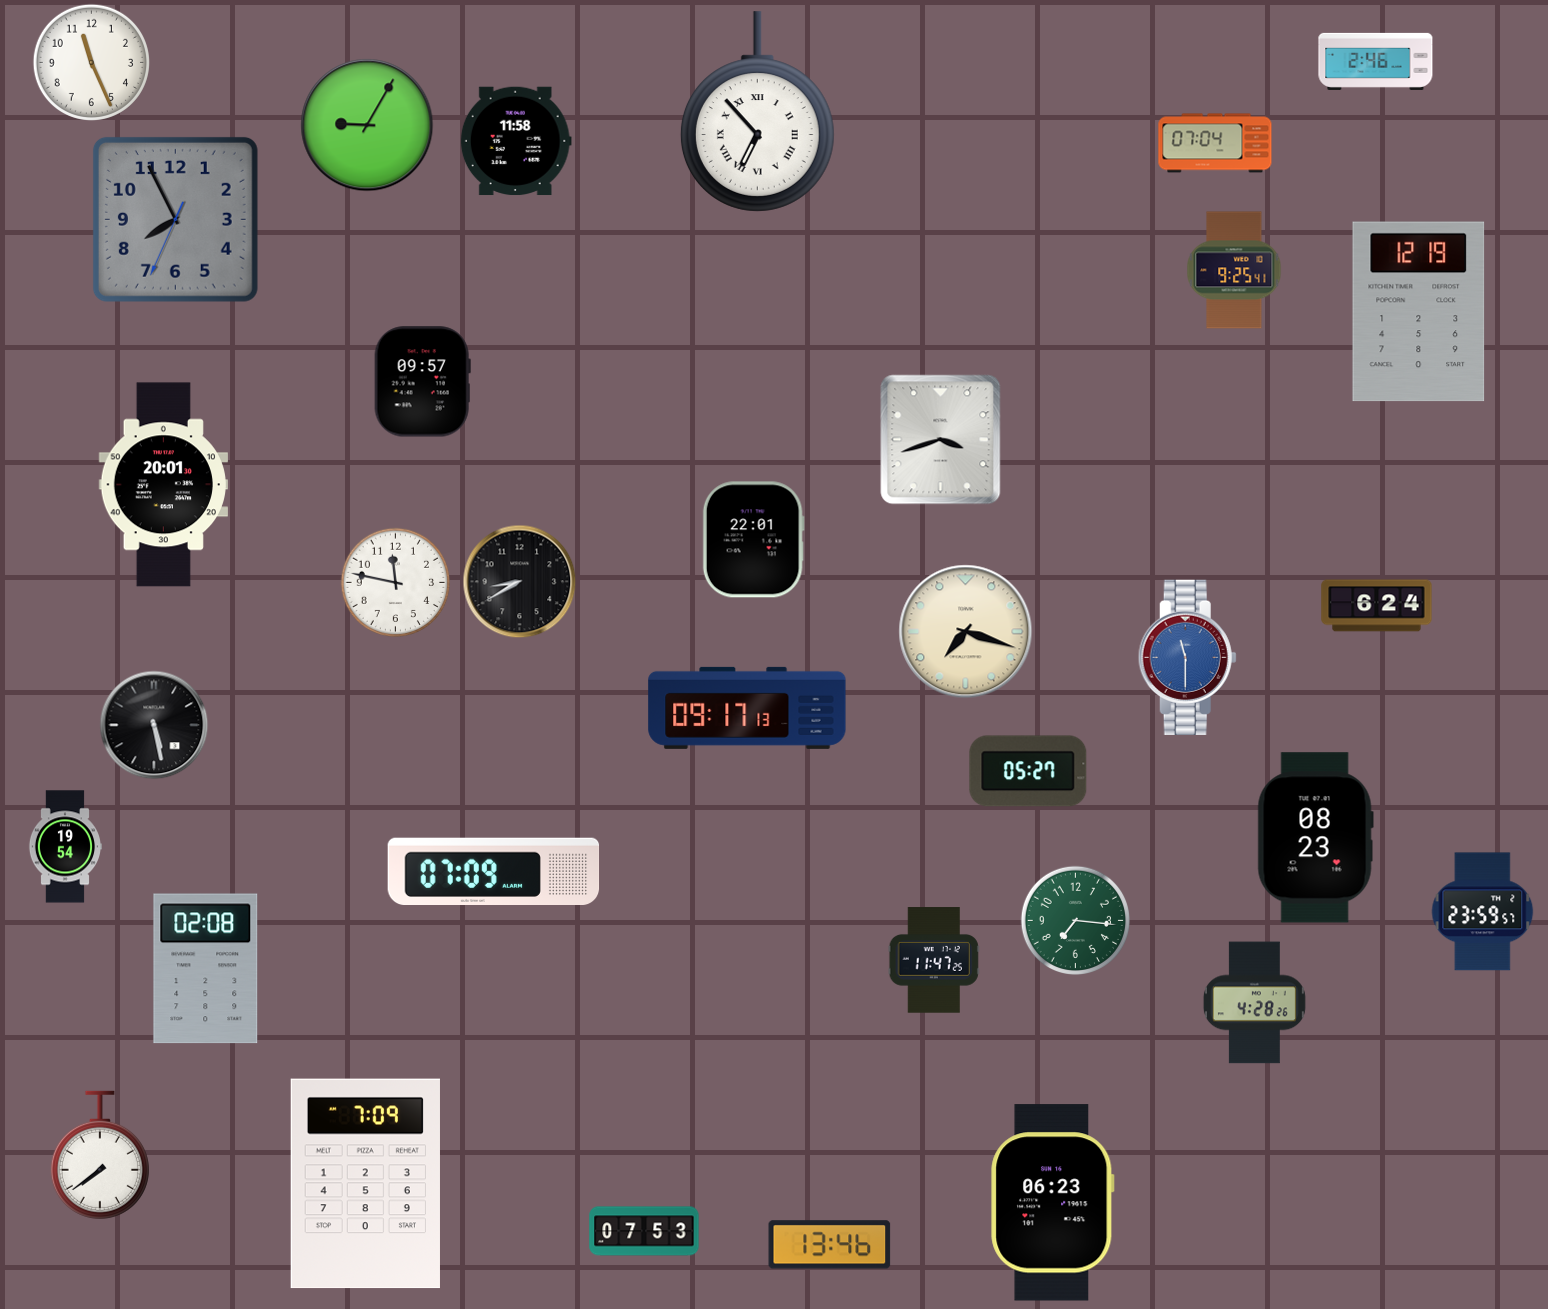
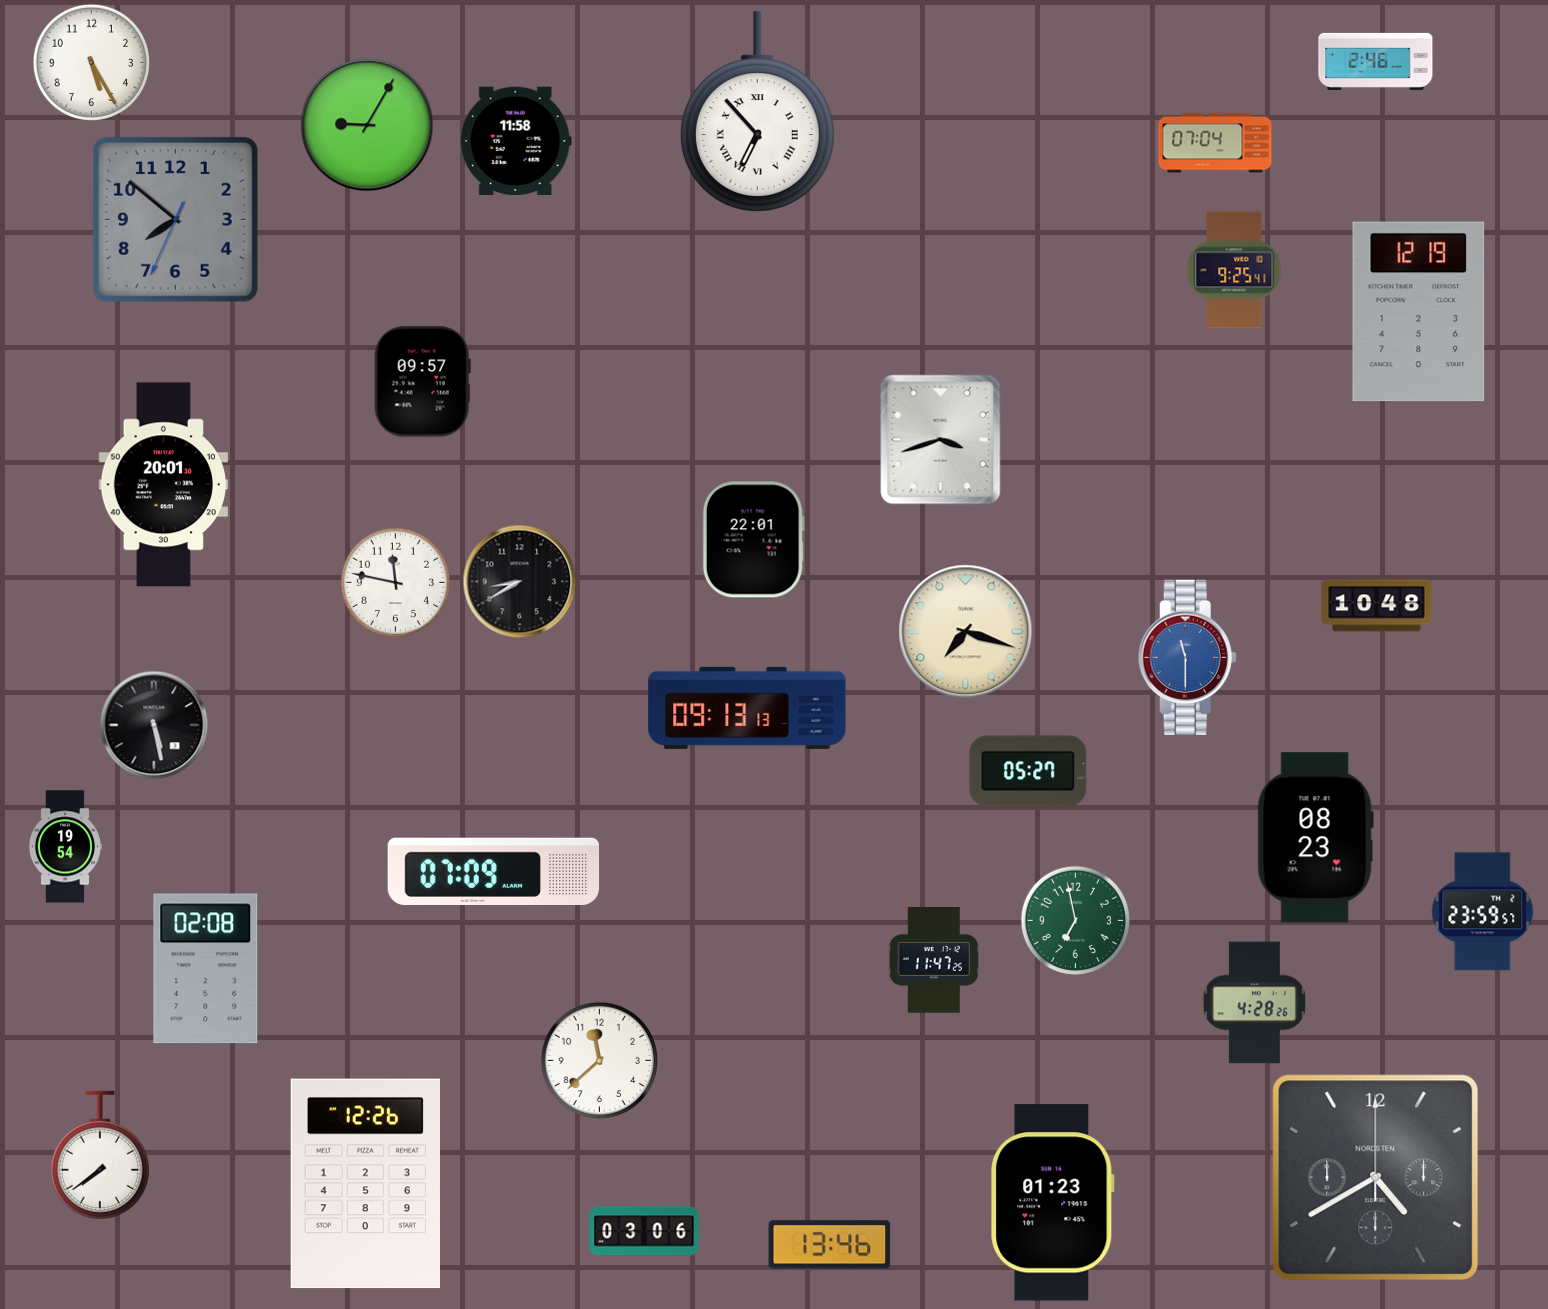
clock at (91, 62): 11:26 -> 5:25
clock at (175, 219): 7:55 -> 7:51
clock at (1377, 606): 6:24 -> 10:48
clock at (747, 708): 09:17 -> 09:13
clock at (1075, 920): 7:16 -> 6:58
clock at (599, 1060): none -> 11:38
clock at (1376, 1178): none -> 4:40
clock at (365, 1184): 7:09 -> 12:26
clock at (1053, 1203): 06:23 -> 01:23
clock at (644, 1231): 07:53 -> 03:06
